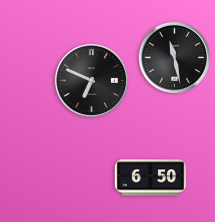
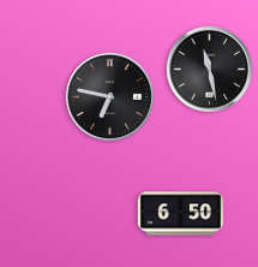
clock at (91, 80): 6:49 -> 6:47
